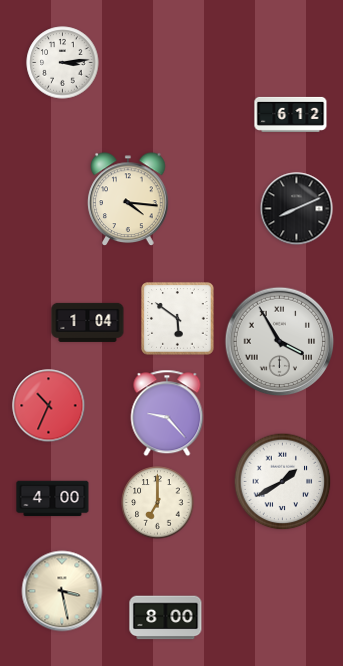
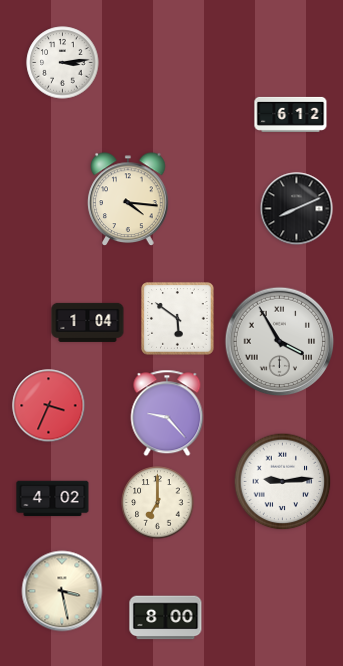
clock at (49, 406): 10:34 -> 3:34
clock at (283, 482): 1:40 -> 9:14
clock at (53, 499): 4:00 -> 4:02
